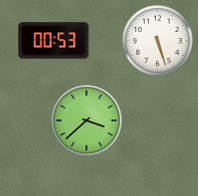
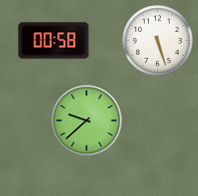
clock at (54, 41): 00:53 -> 00:58
clock at (87, 121): 3:38 -> 9:38
